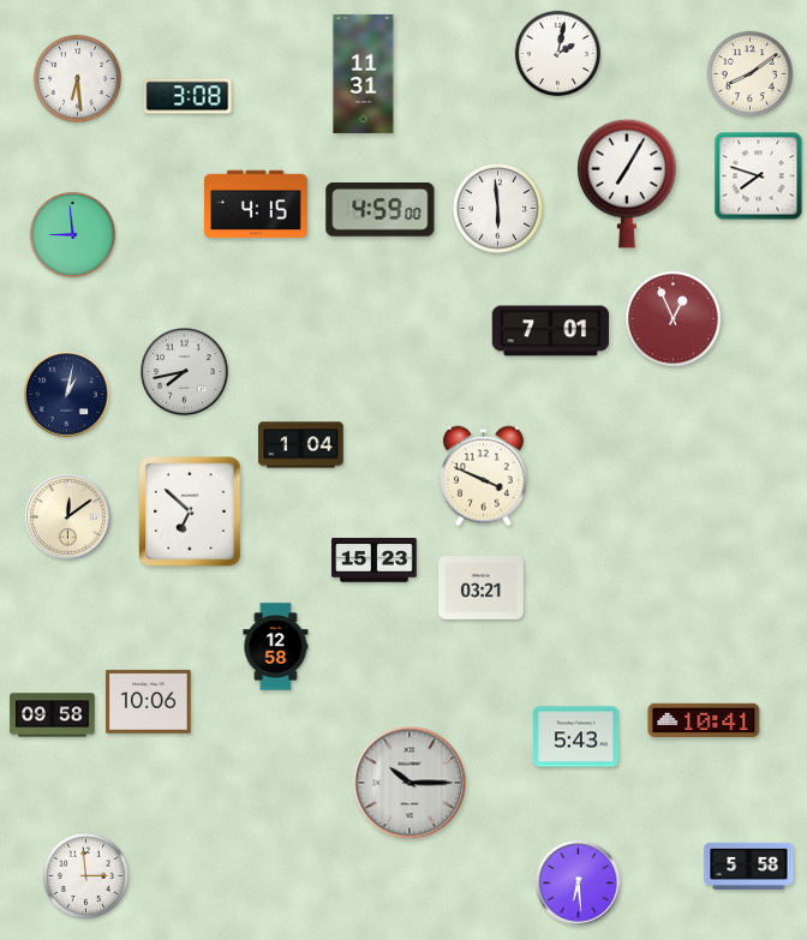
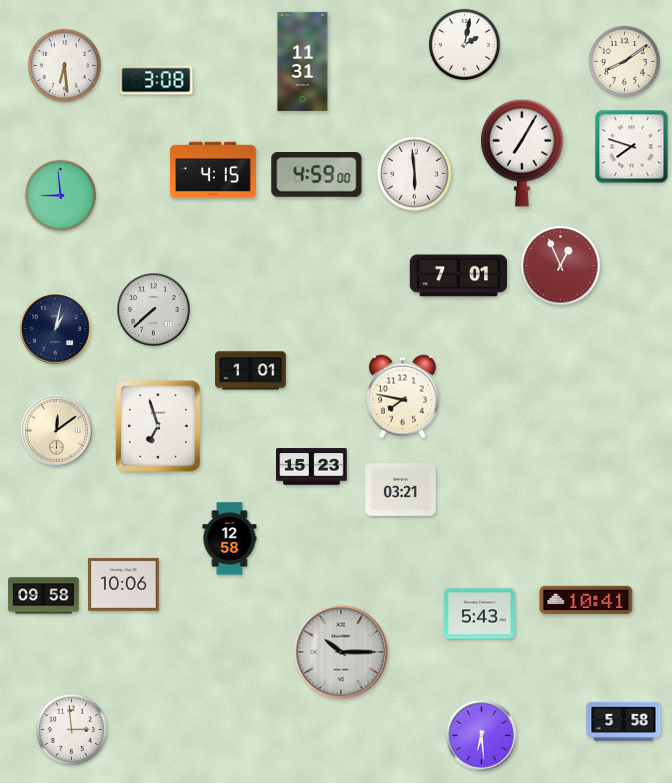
clock at (185, 372): 7:43 -> 7:38
clock at (301, 445): 1:04 -> 1:01
clock at (483, 477): 3:49 -> 7:47
clock at (190, 511): 6:52 -> 6:57
